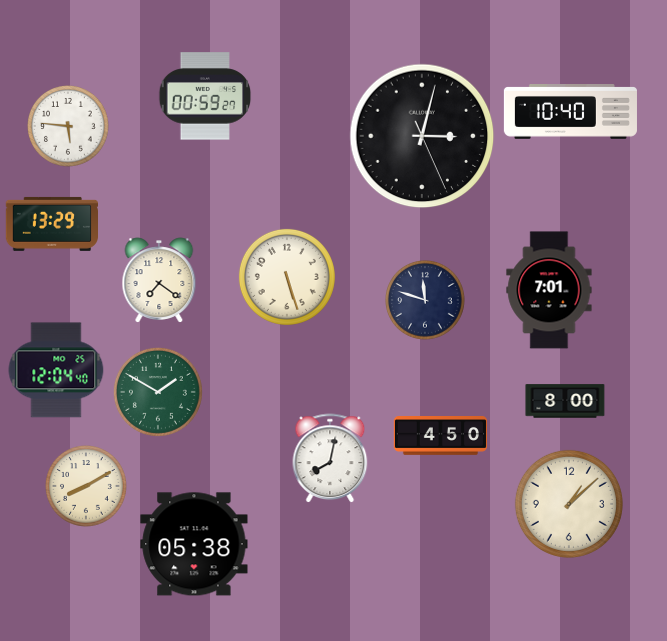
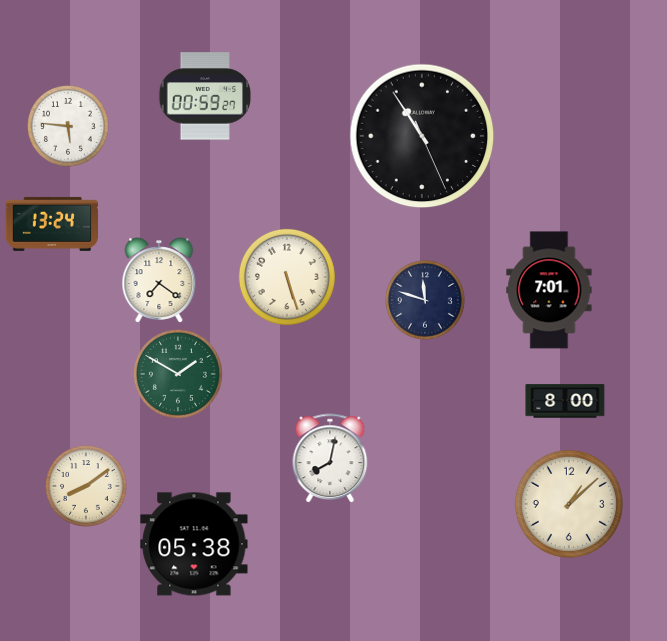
clock at (570, 112): 10:40 -> none
clock at (422, 136): 3:02 -> 10:54
clock at (51, 224): 13:29 -> 13:24
clock at (56, 370): 12:04 -> none
clock at (158, 392) position: (158, 392) -> (178, 374)
clock at (440, 436): 4:50 -> none
clock at (87, 487): 8:10 -> 8:09
